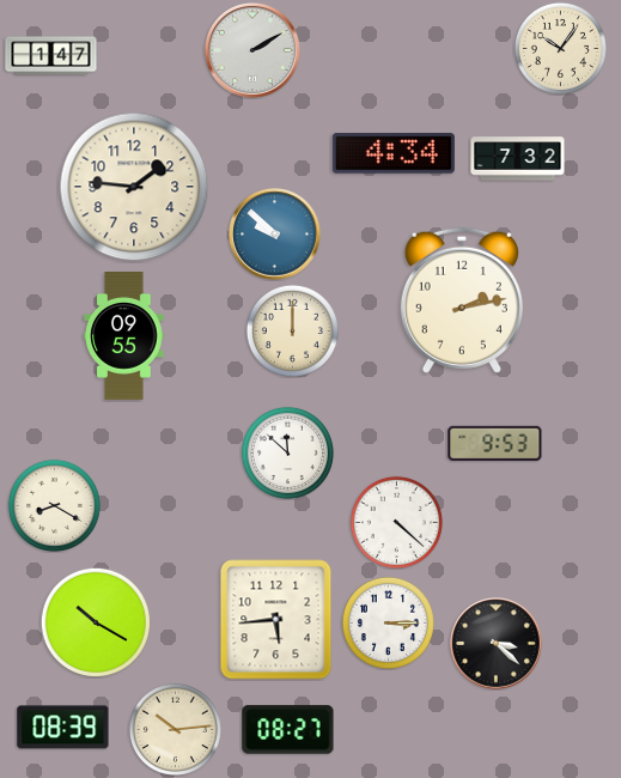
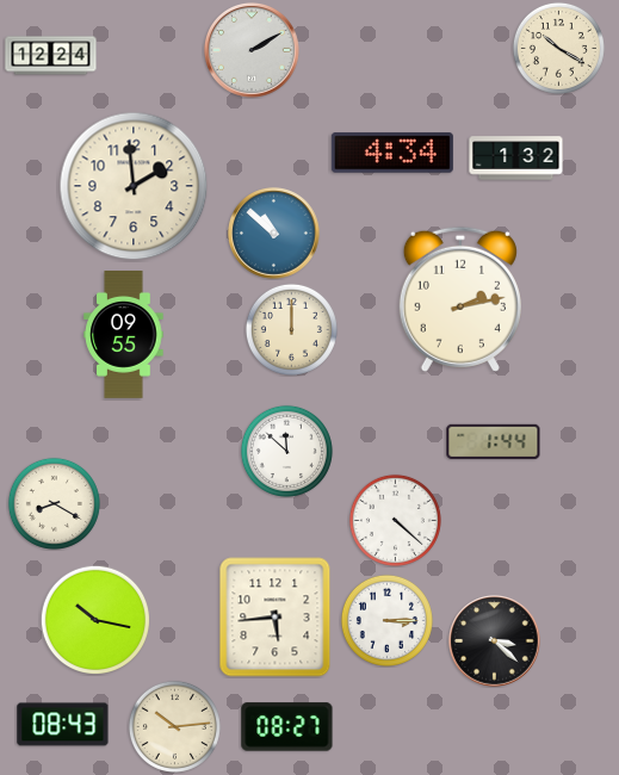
clock at (560, 48): 10:06 -> 10:20
clock at (51, 56): 1:47 -> 12:24
clock at (518, 159): 7:32 -> 1:32
clock at (134, 187): 1:46 -> 1:59
clock at (275, 235): 9:52 -> 10:52
clock at (495, 443): 9:53 -> 1:44
clock at (96, 621): 10:20 -> 10:17
clock at (63, 728): 08:39 -> 08:43
